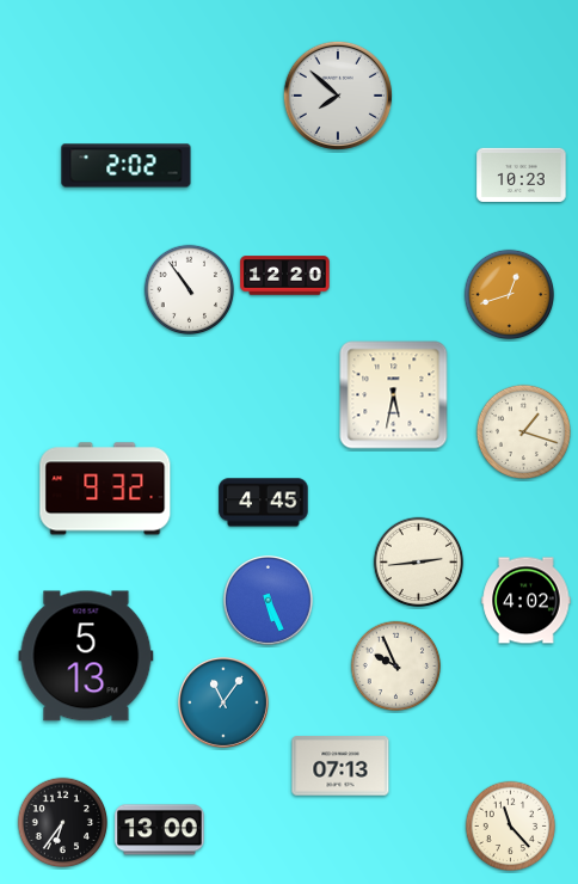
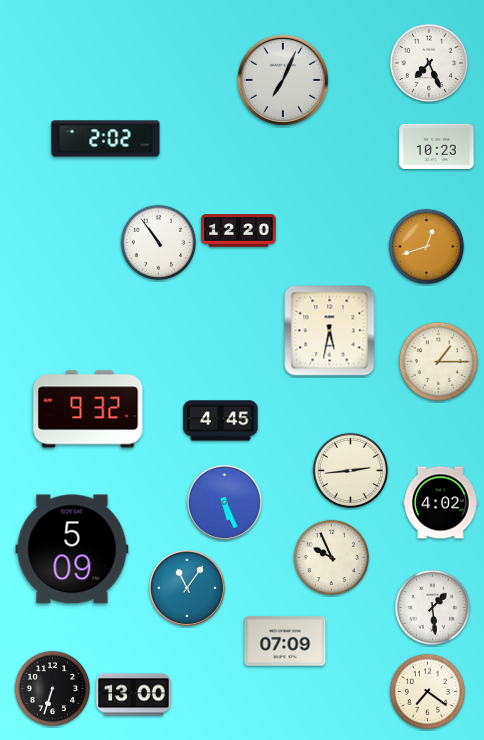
clock at (428, 62): none -> 7:26
clock at (338, 96): 7:52 -> 7:04
clock at (523, 431): 1:18 -> 1:15
clock at (86, 656): 5:13 -> 5:09
clock at (433, 608): none -> 1:29
clock at (340, 766): 07:13 -> 07:09
clock at (63, 823): 6:36 -> 6:33
clock at (511, 827): 11:23 -> 7:21
